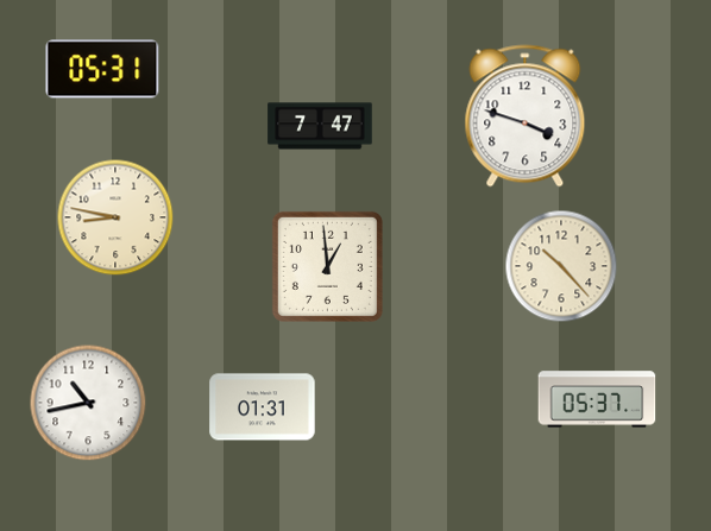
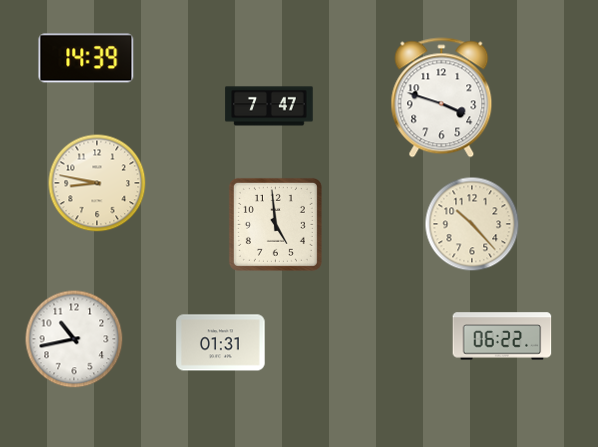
clock at (102, 69): 05:31 -> 14:39
clock at (327, 266): 12:59 -> 4:59
clock at (597, 399): 05:37 -> 06:22
